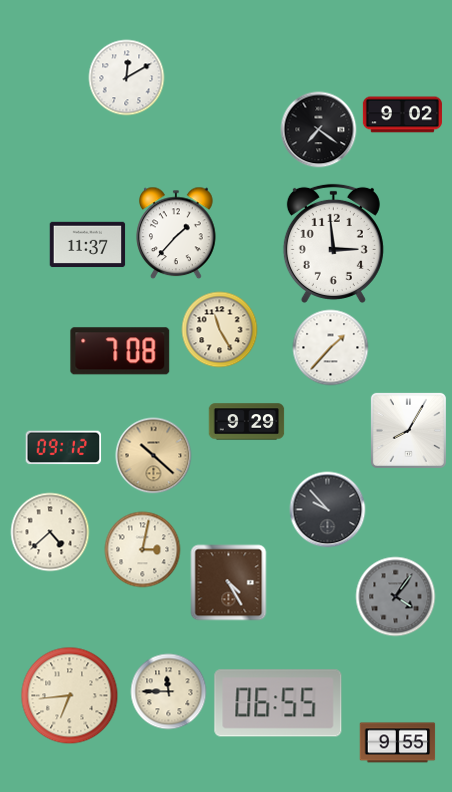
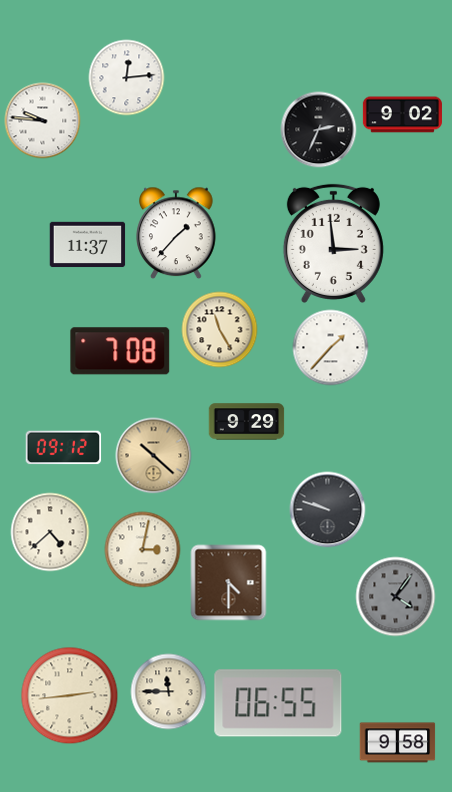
clock at (127, 78): 12:10 -> 12:14
clock at (43, 121): none -> 9:46
clock at (319, 130): 7:21 -> 2:34
clock at (408, 430): 8:05 -> none
clock at (328, 510): 9:53 -> 9:48
clock at (229, 583): 4:25 -> 4:30
clock at (70, 696): 6:44 -> 2:44
clock at (398, 743): 9:55 -> 9:58
